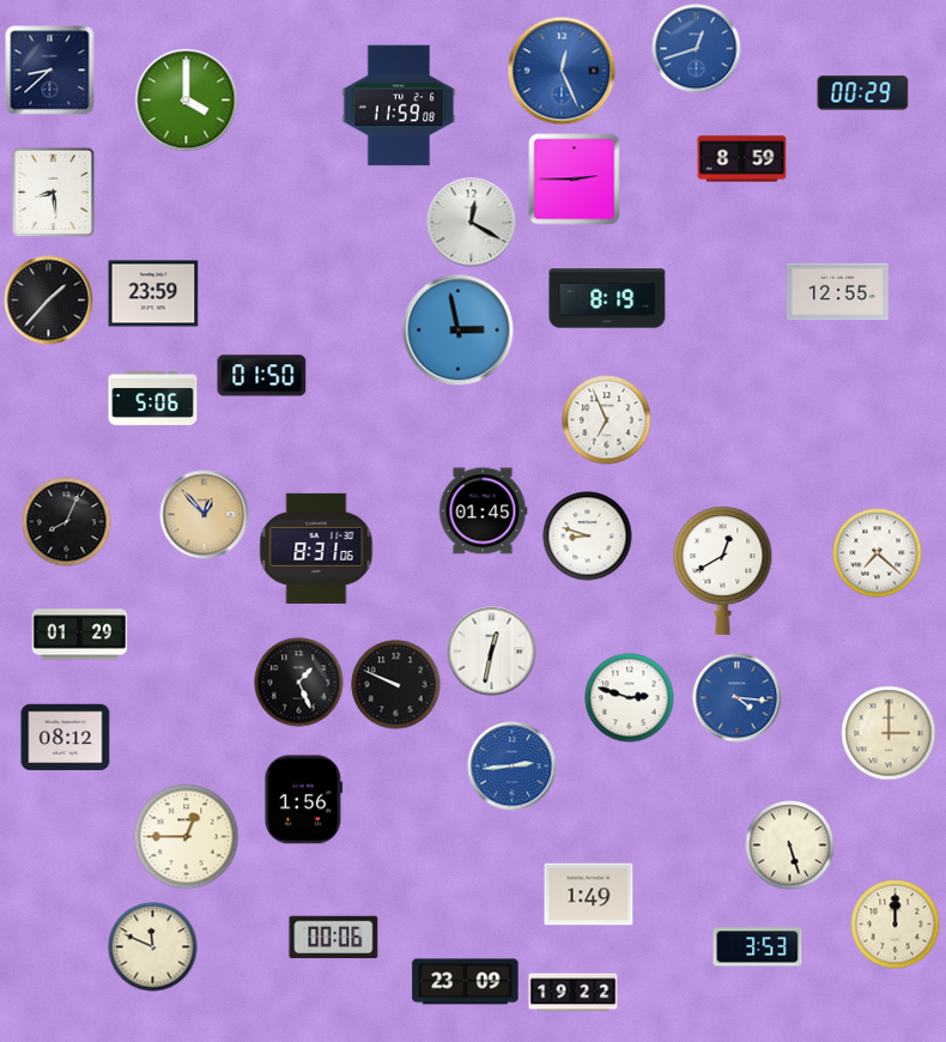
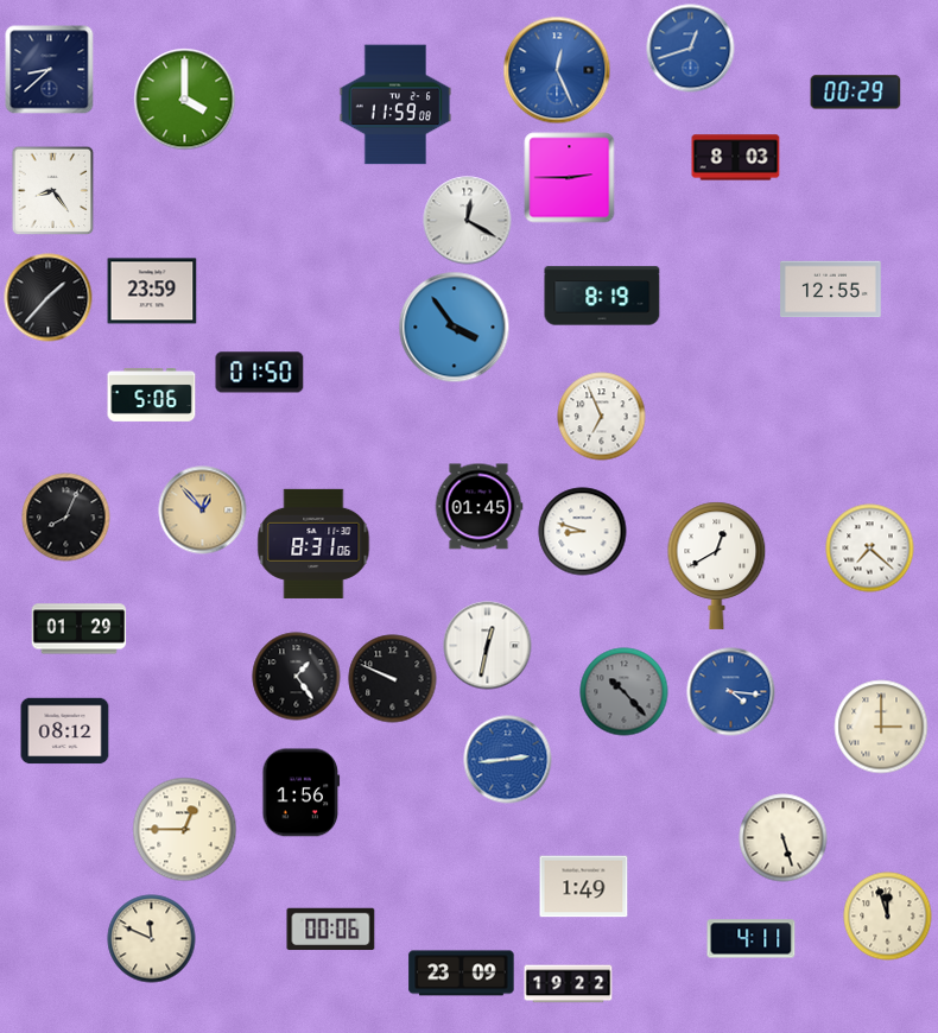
clock at (742, 159): 8:59 -> 8:03
clock at (54, 193): 8:29 -> 8:24
clock at (459, 331): 2:58 -> 3:54
clock at (299, 683): 1:26 -> 1:24
clock at (630, 698): 2:48 -> 10:23
clock at (630, 698) dial: white -> grey
clock at (896, 925): 12:00 -> 11:57
clock at (758, 947): 3:53 -> 4:11
